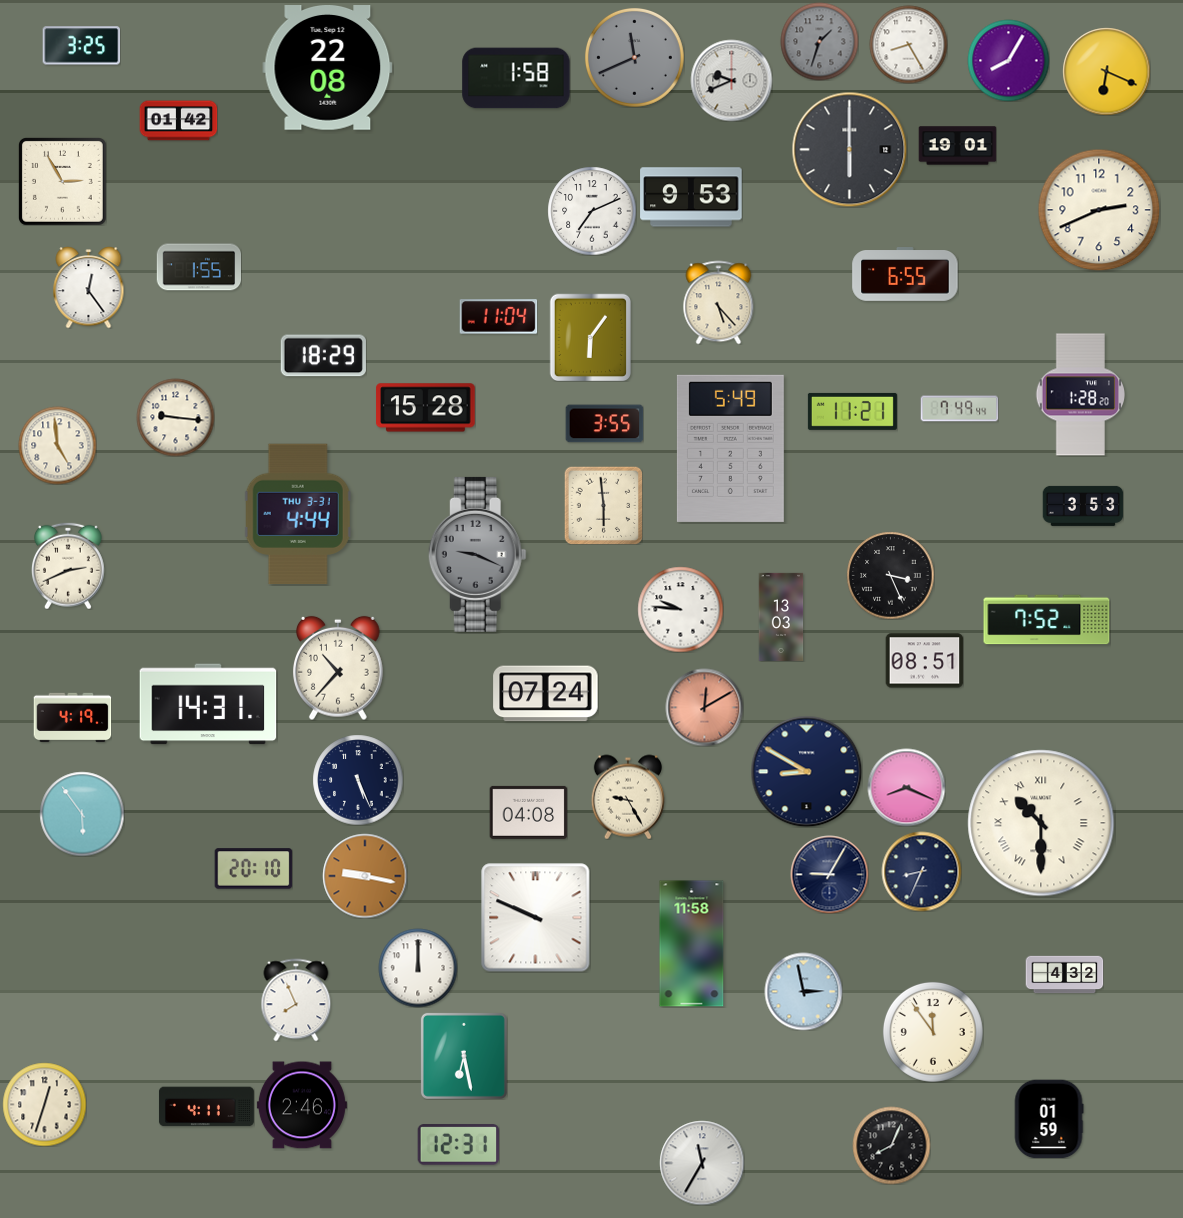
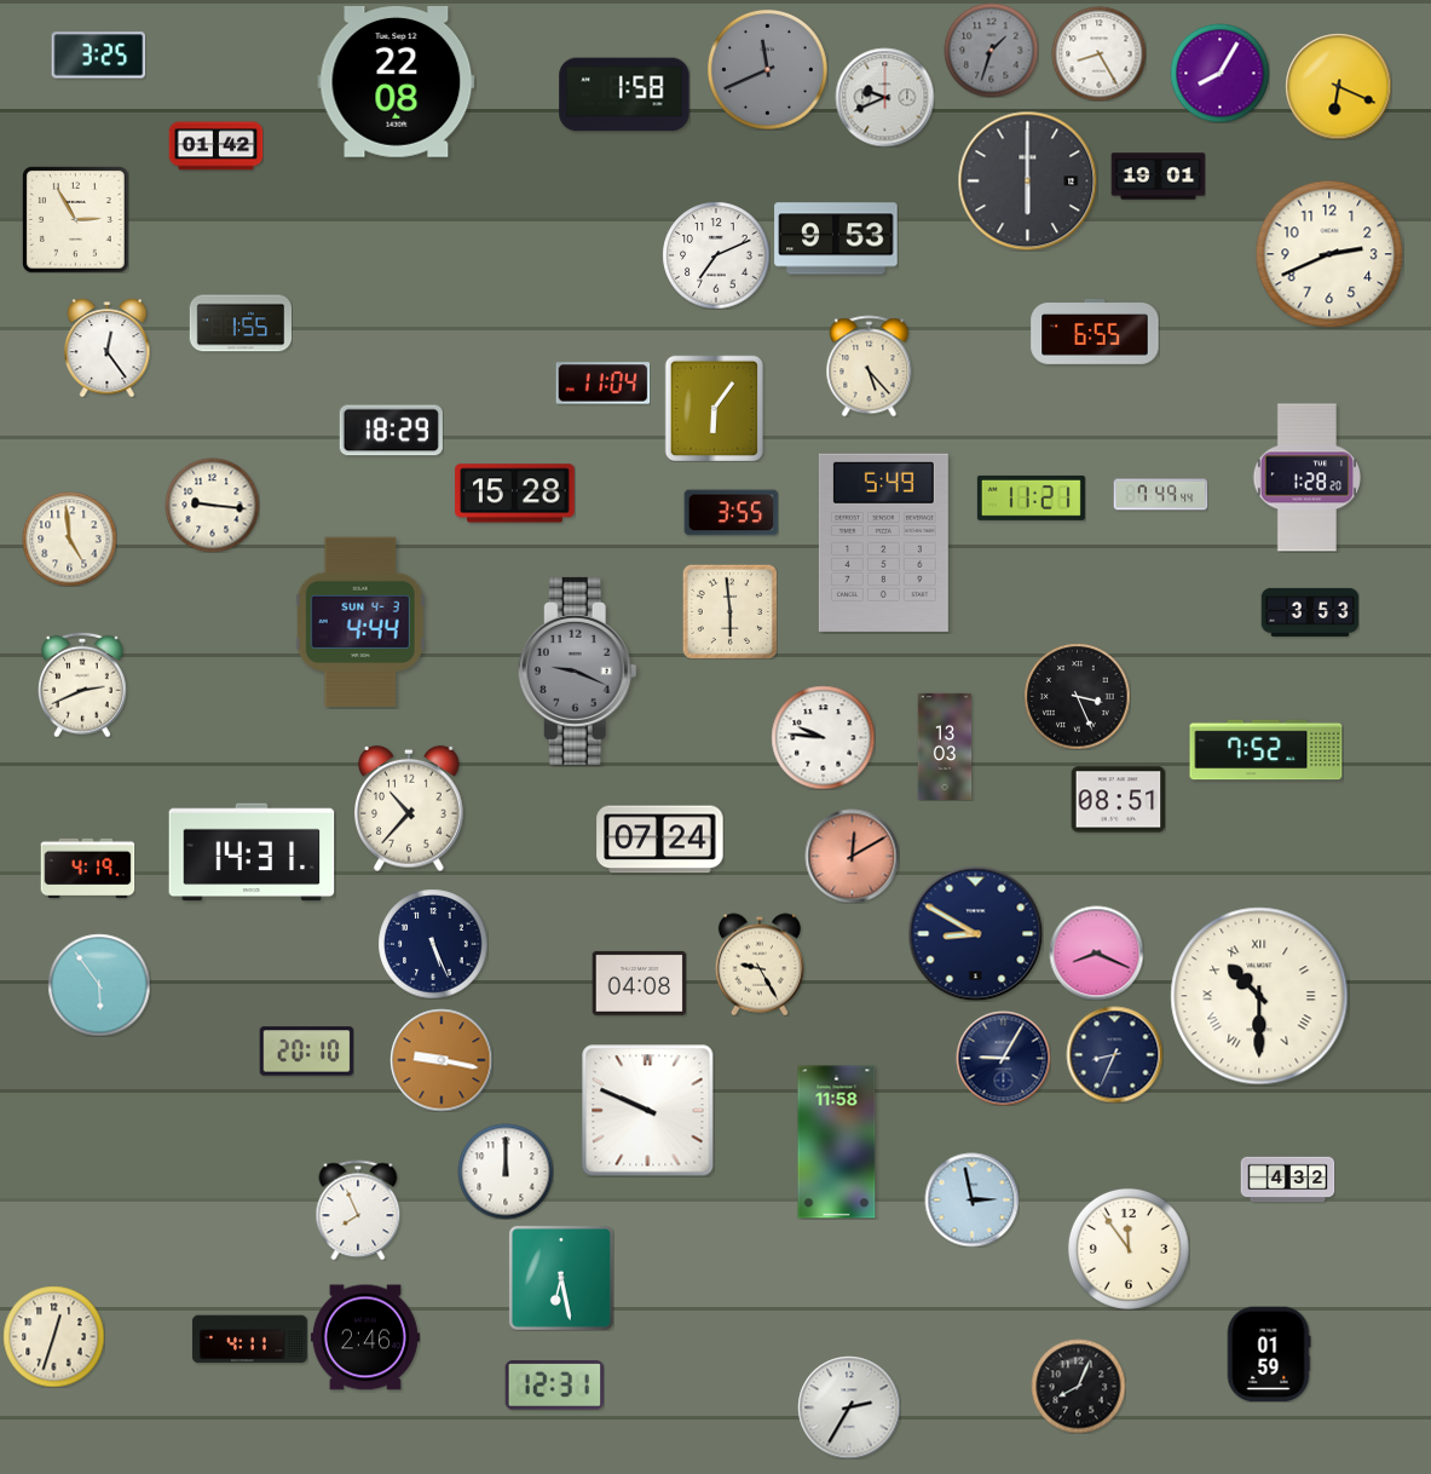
clock at (298, 514) date: THU 3-31 -> SUN 4-3
clock at (702, 1163): 11:35 -> 2:35
